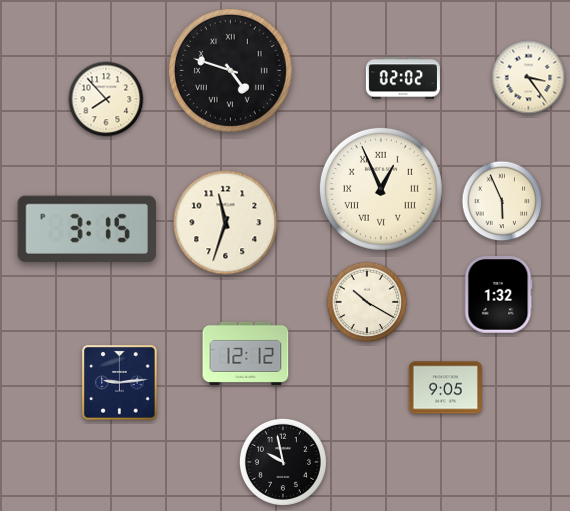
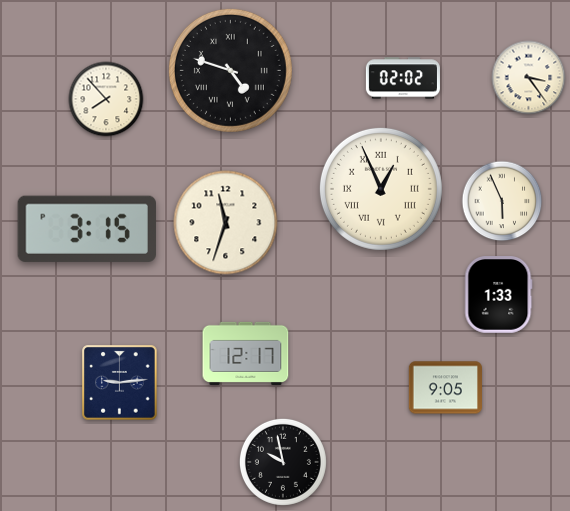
clock at (499, 295): 1:32 -> 1:33
clock at (367, 302): 10:20 -> none
clock at (246, 353): 12:12 -> 12:17
